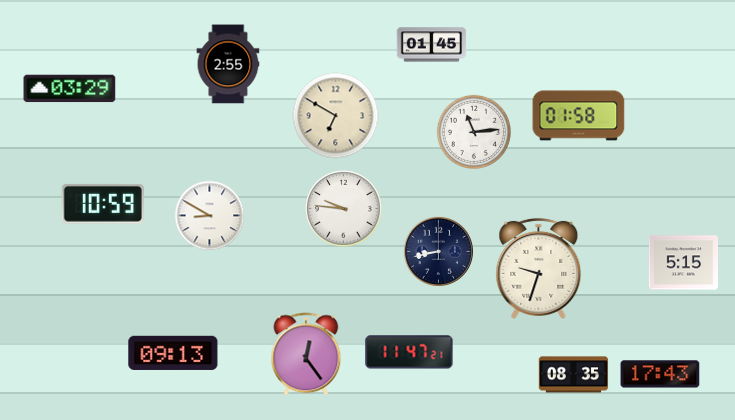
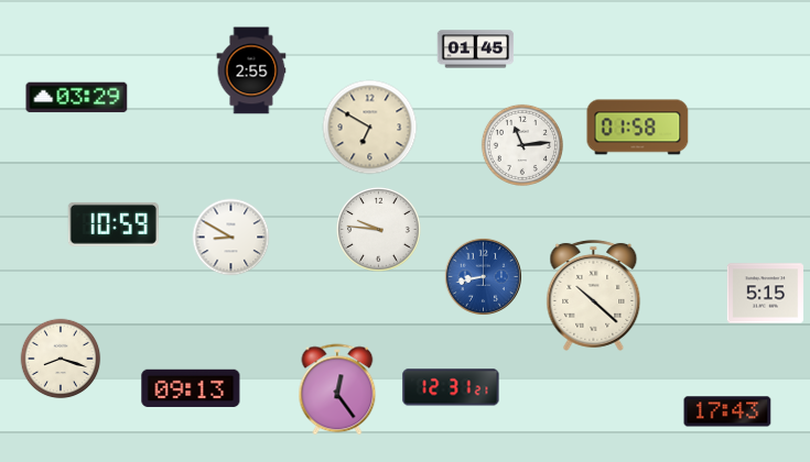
clock at (438, 251) dial: navy -> blue
clock at (684, 263) position: (684, 263) -> (766, 294)
clock at (539, 268): 9:33 -> 10:22
clock at (61, 359): none -> 8:18
clock at (409, 352): 11:47 -> 12:31
clock at (574, 375): 08:35 -> none
